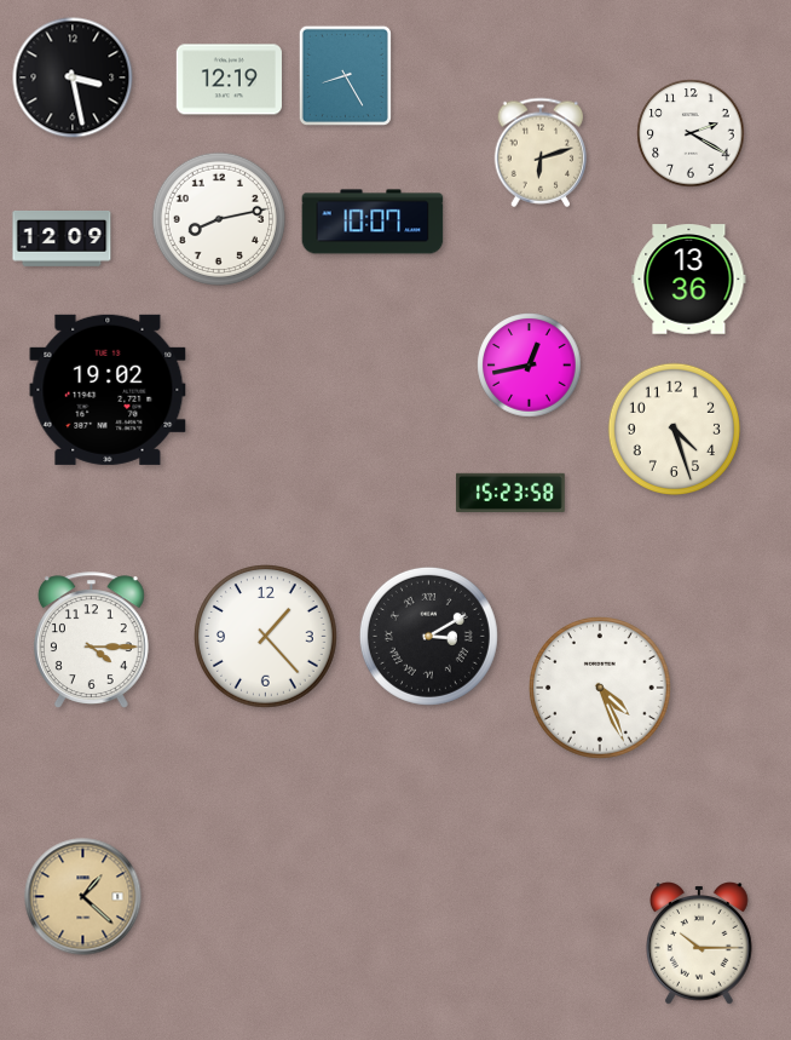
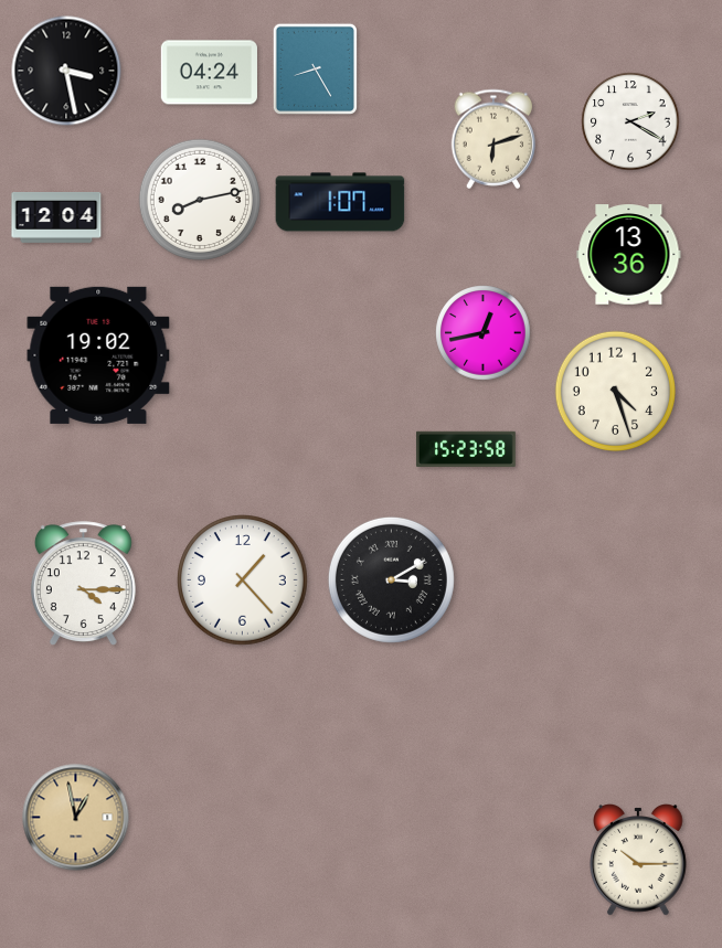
clock at (229, 80): 12:19 -> 04:24
clock at (373, 222): 10:07 -> 1:07
clock at (62, 239): 12:09 -> 12:04
clock at (601, 689): 4:26 -> none
clock at (83, 897): 1:22 -> 12:58
